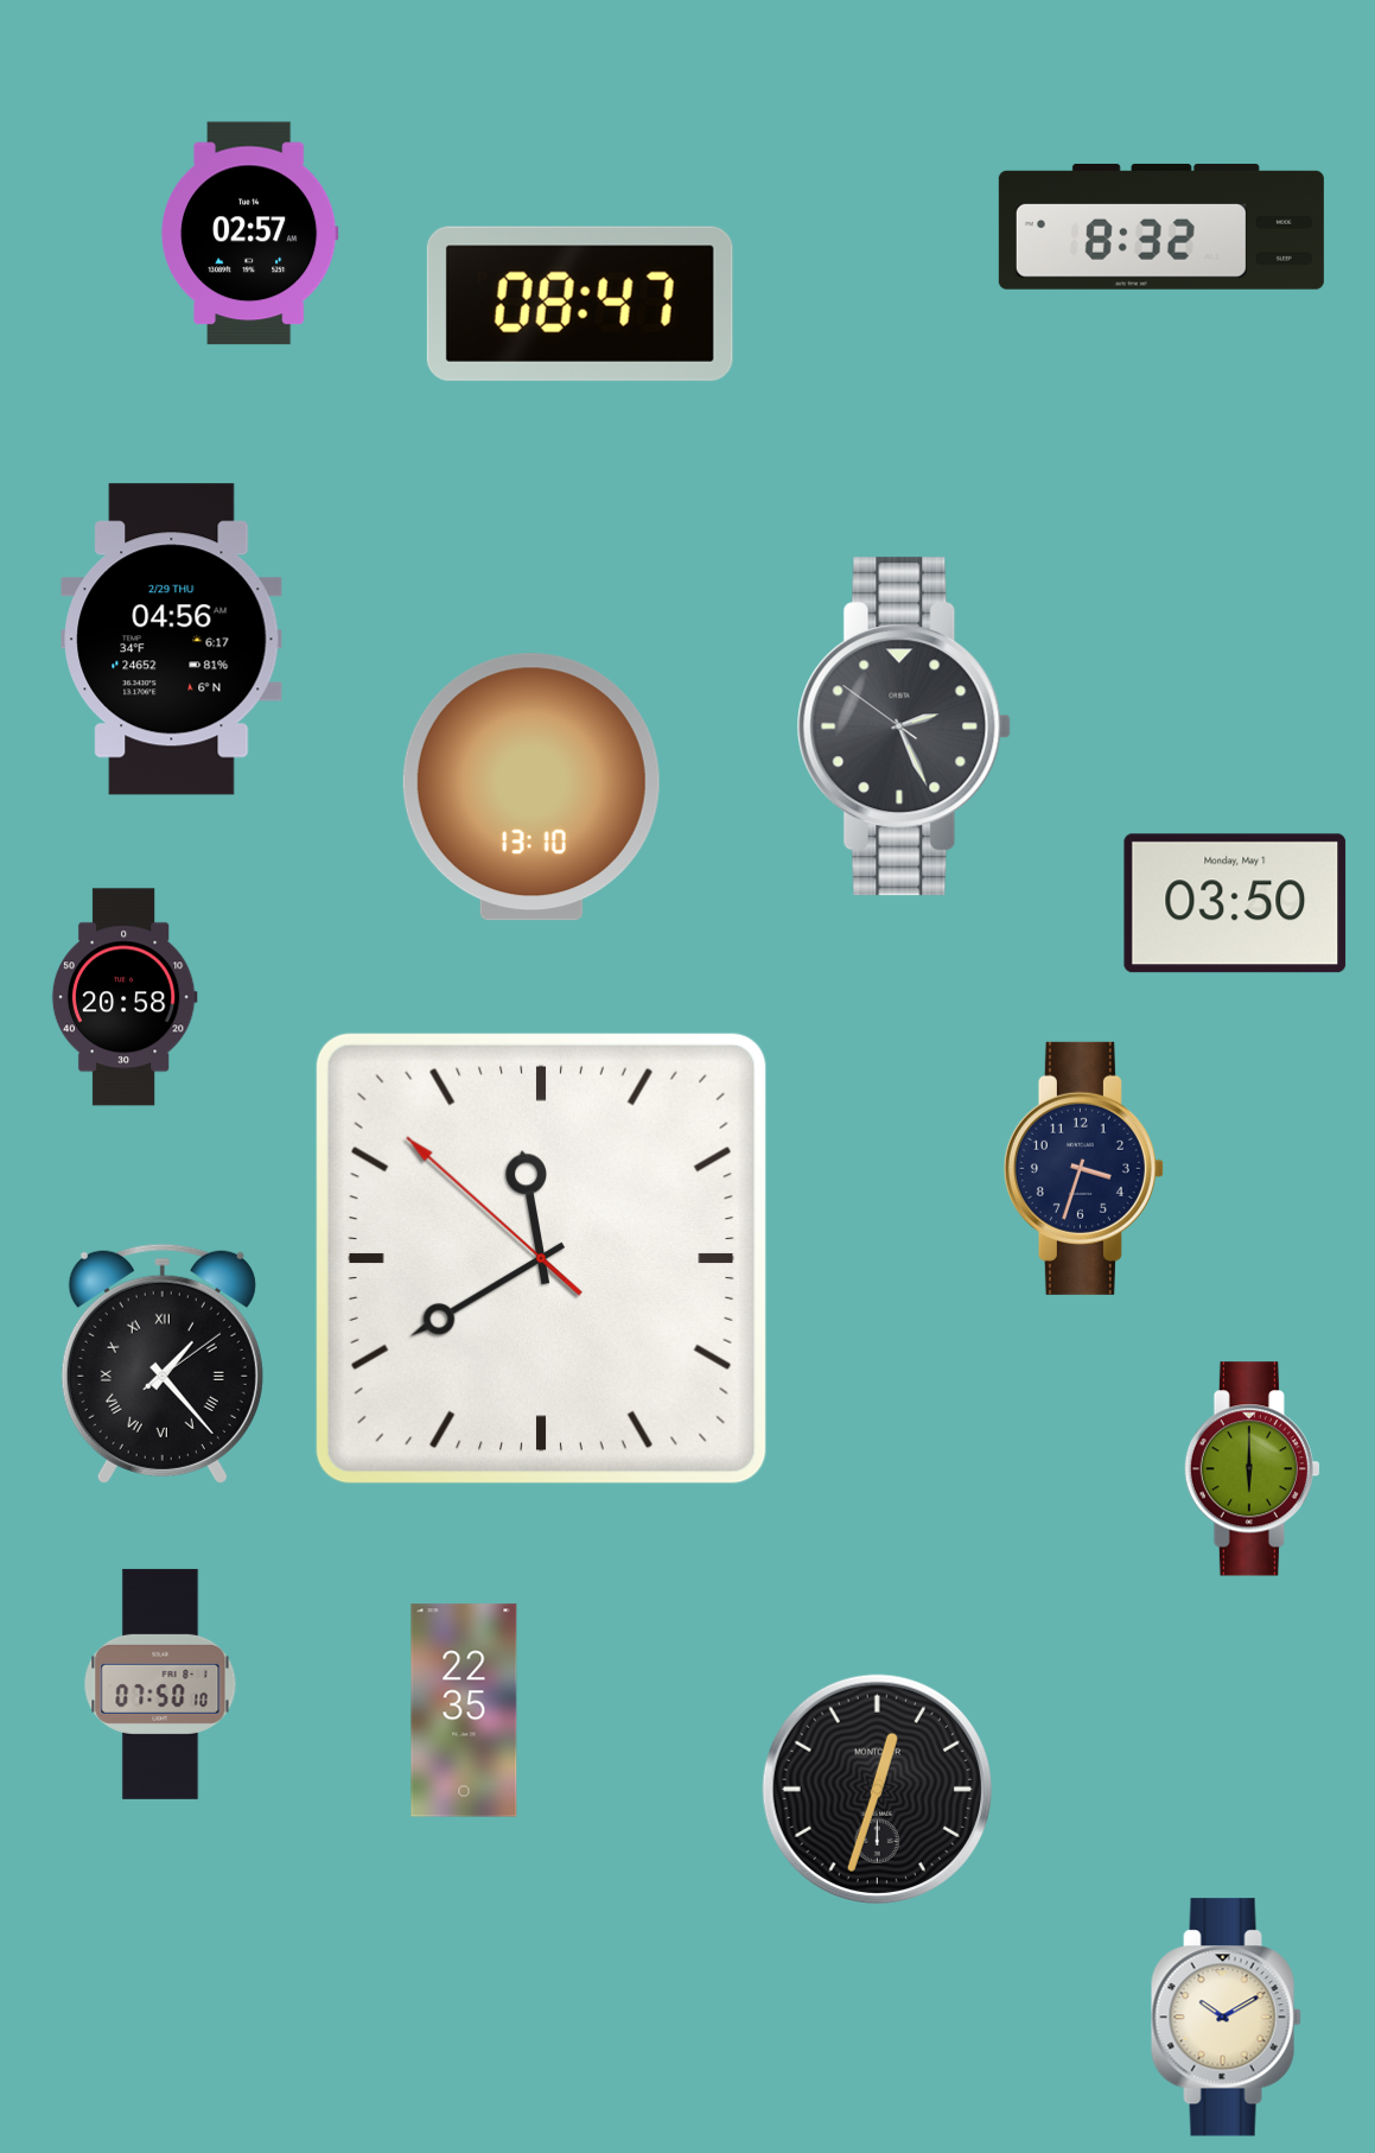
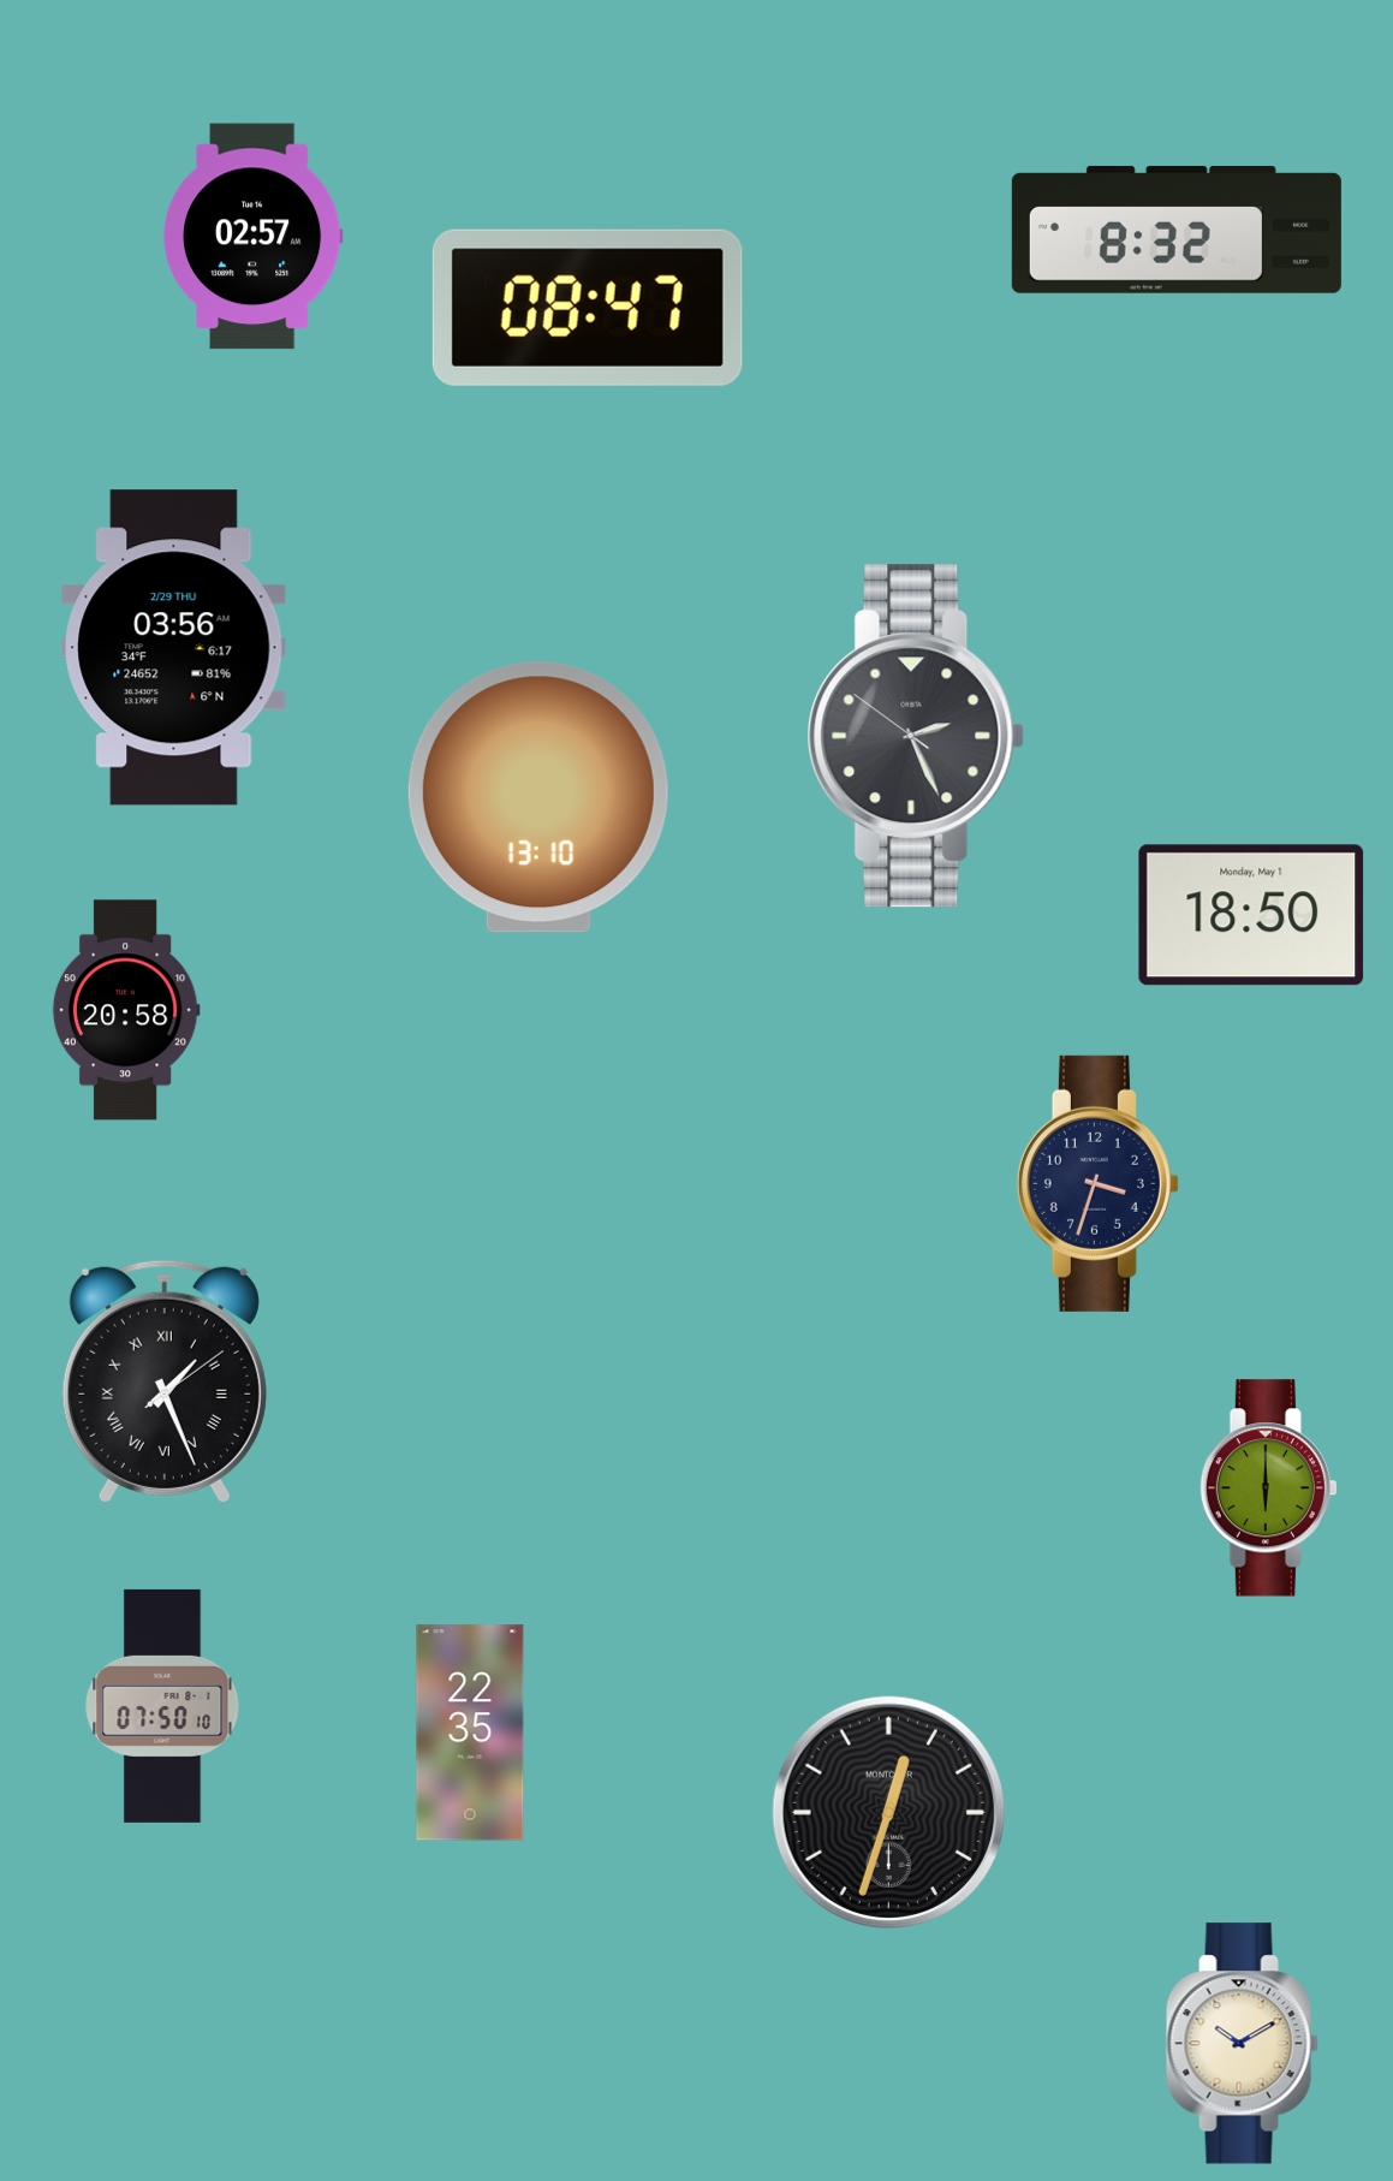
clock at (172, 640): 04:56 -> 03:56
clock at (1235, 903): 03:50 -> 18:50
clock at (541, 1258): 11:39 -> none
clock at (163, 1364): 1:23 -> 1:26
